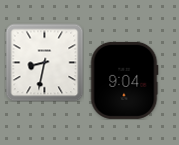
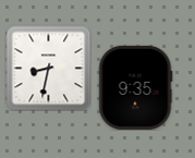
clock at (124, 80): 9:04 -> 9:35
